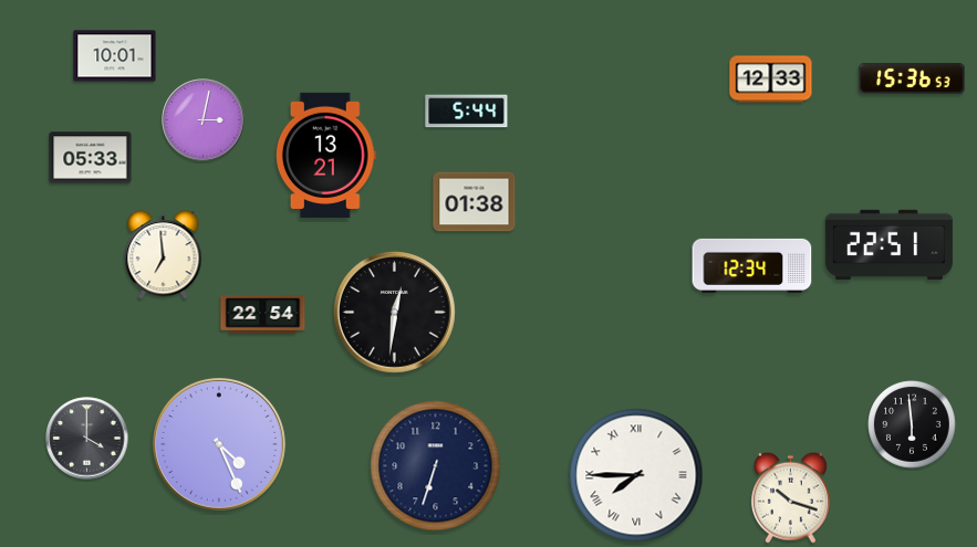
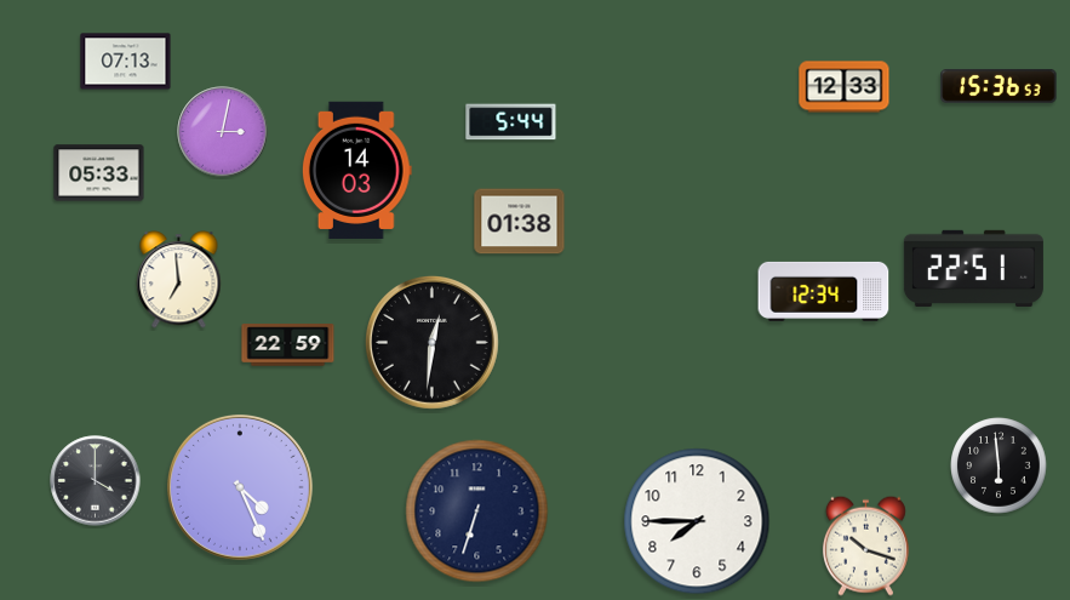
clock at (115, 56): 10:01 -> 07:13
clock at (325, 155): 13:21 -> 14:03
clock at (263, 315): 22:54 -> 22:59
clock at (636, 475) numerals: Roman -> Arabic
